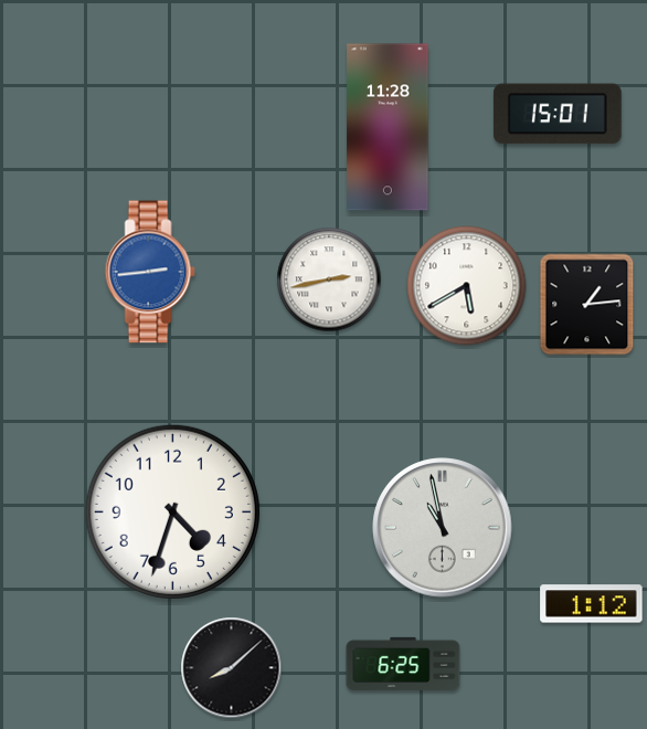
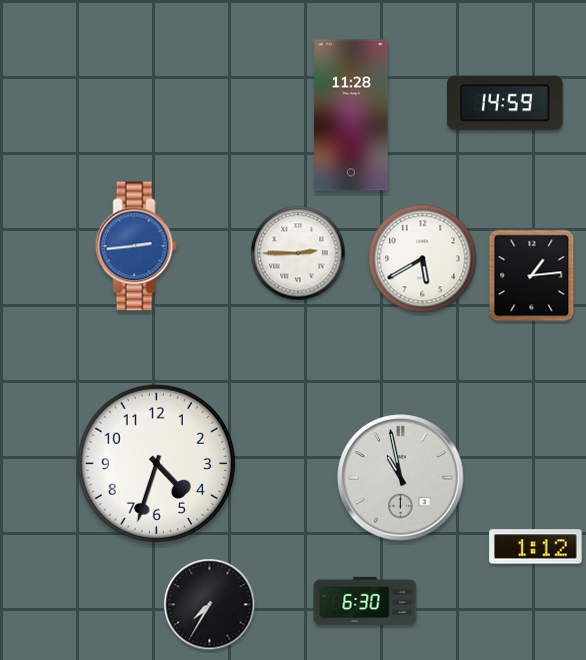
clock at (558, 114): 15:01 -> 14:59
clock at (329, 279): 2:43 -> 2:45
clock at (403, 664): 6:25 -> 6:30
clock at (232, 668): 8:08 -> 7:35
